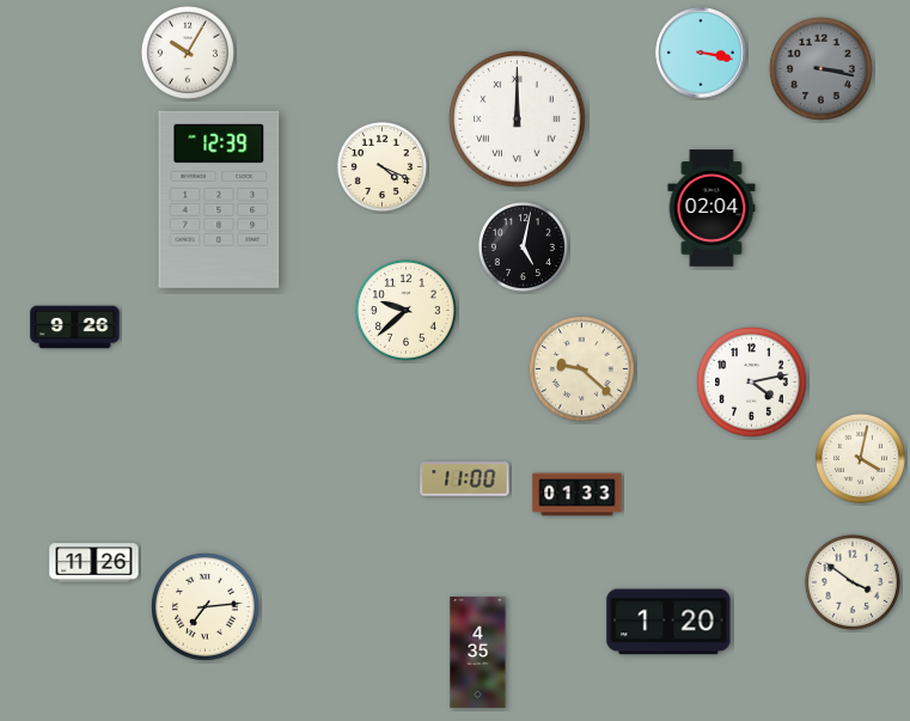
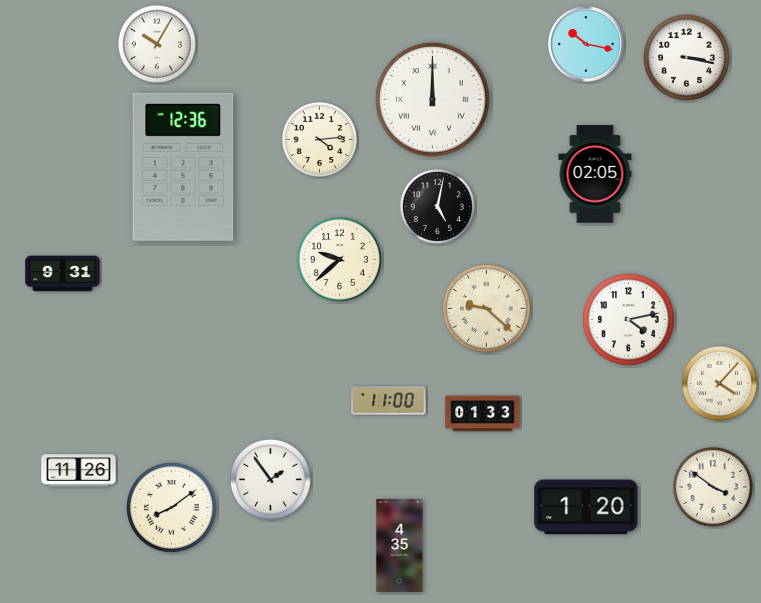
clock at (701, 53): 3:17 -> 10:17
clock at (820, 68) dial: grey -> white
clock at (381, 166): 4:19 -> 4:14
clock at (219, 200): 12:39 -> 12:36
clock at (711, 208): 02:04 -> 02:05
clock at (75, 328): 9:26 -> 9:31
clock at (860, 458): 4:02 -> 4:07
clock at (270, 479): none -> 1:54
clock at (204, 606): 7:14 -> 8:09
clock at (668, 622) position: (668, 622) -> (586, 507)
